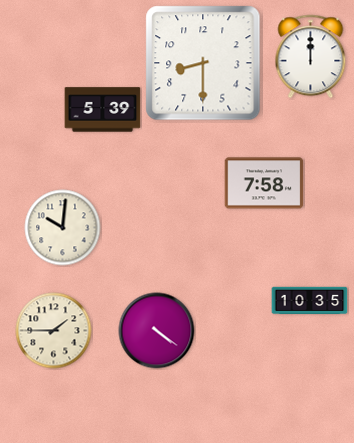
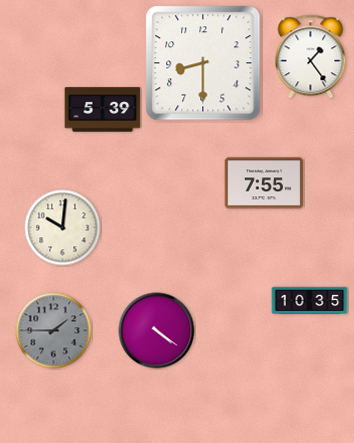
clock at (311, 57): 12:00 -> 1:24
clock at (264, 183): 7:58 -> 7:55
clock at (54, 331) dial: cream -> grey
